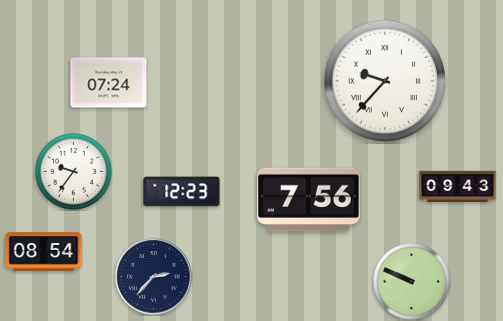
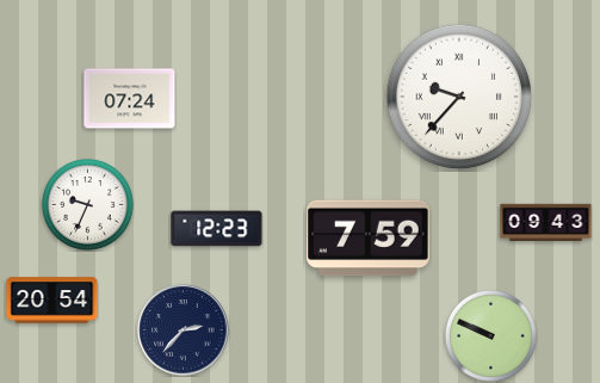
clock at (74, 172): 9:36 -> 9:34
clock at (308, 200): 7:56 -> 7:59
clock at (44, 252): 08:54 -> 20:54
